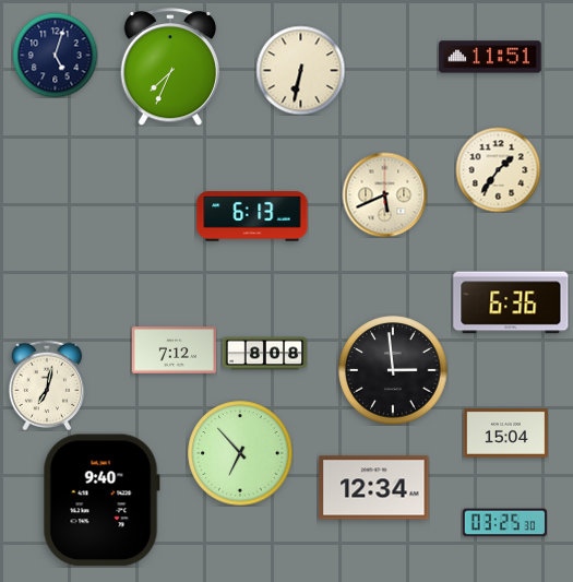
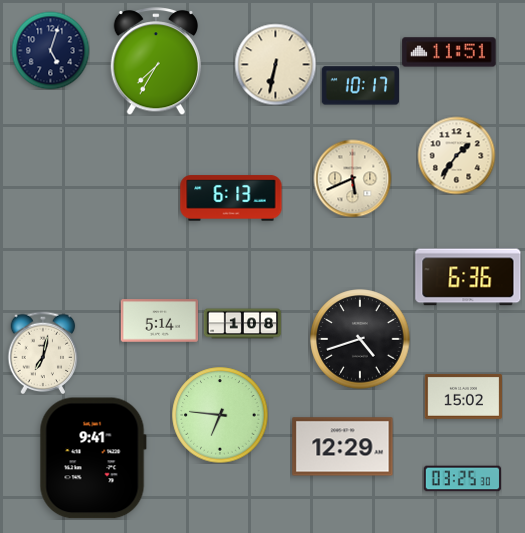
clock at (170, 67): 7:34 -> 7:35
clock at (360, 86): none -> 10:17
clock at (174, 351): 7:12 -> 5:14
clock at (264, 354): 8:08 -> 1:08
clock at (393, 370): 2:59 -> 4:42
clock at (505, 432): 15:04 -> 15:02
clock at (240, 453): 6:53 -> 6:46
clock at (374, 488): 12:34 -> 12:29
clock at (102, 500): 9:40 -> 9:41
